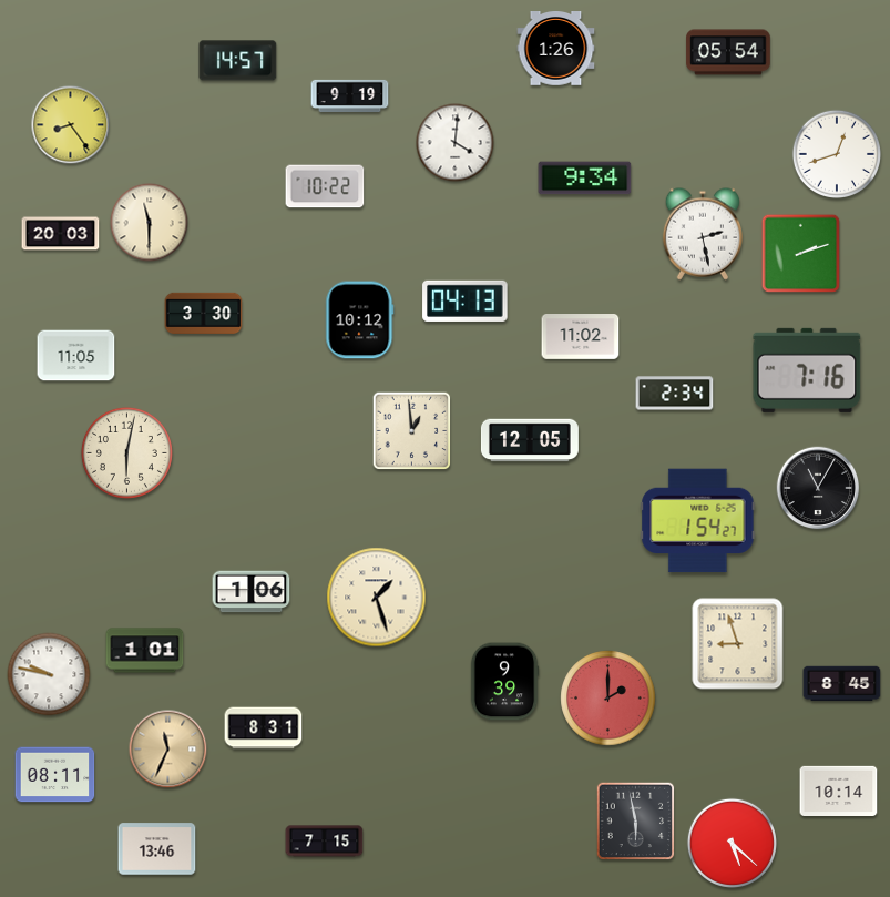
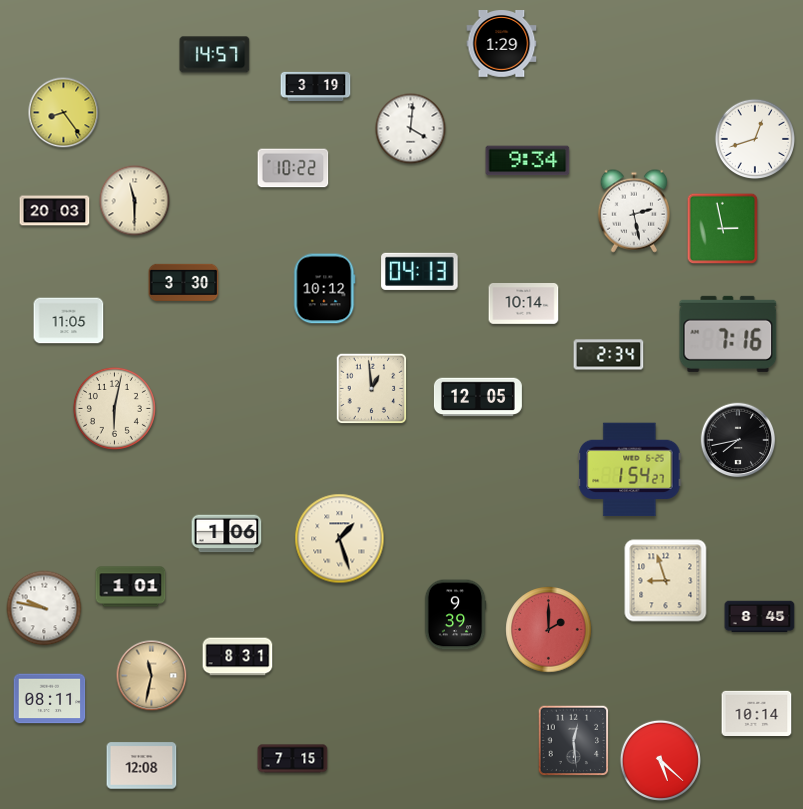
clock at (556, 49): 1:26 -> 1:29
clock at (728, 52): 05:54 -> none
clock at (350, 95): 9:19 -> 3:19
clock at (801, 254): 2:12 -> 2:58
clock at (581, 337): 11:02 -> 10:14
clock at (818, 488): 11:05 -> 7:43
clock at (168, 750): 11:34 -> 11:32
clock at (636, 822): 5:58 -> 12:29
clock at (157, 849): 13:46 -> 12:08
